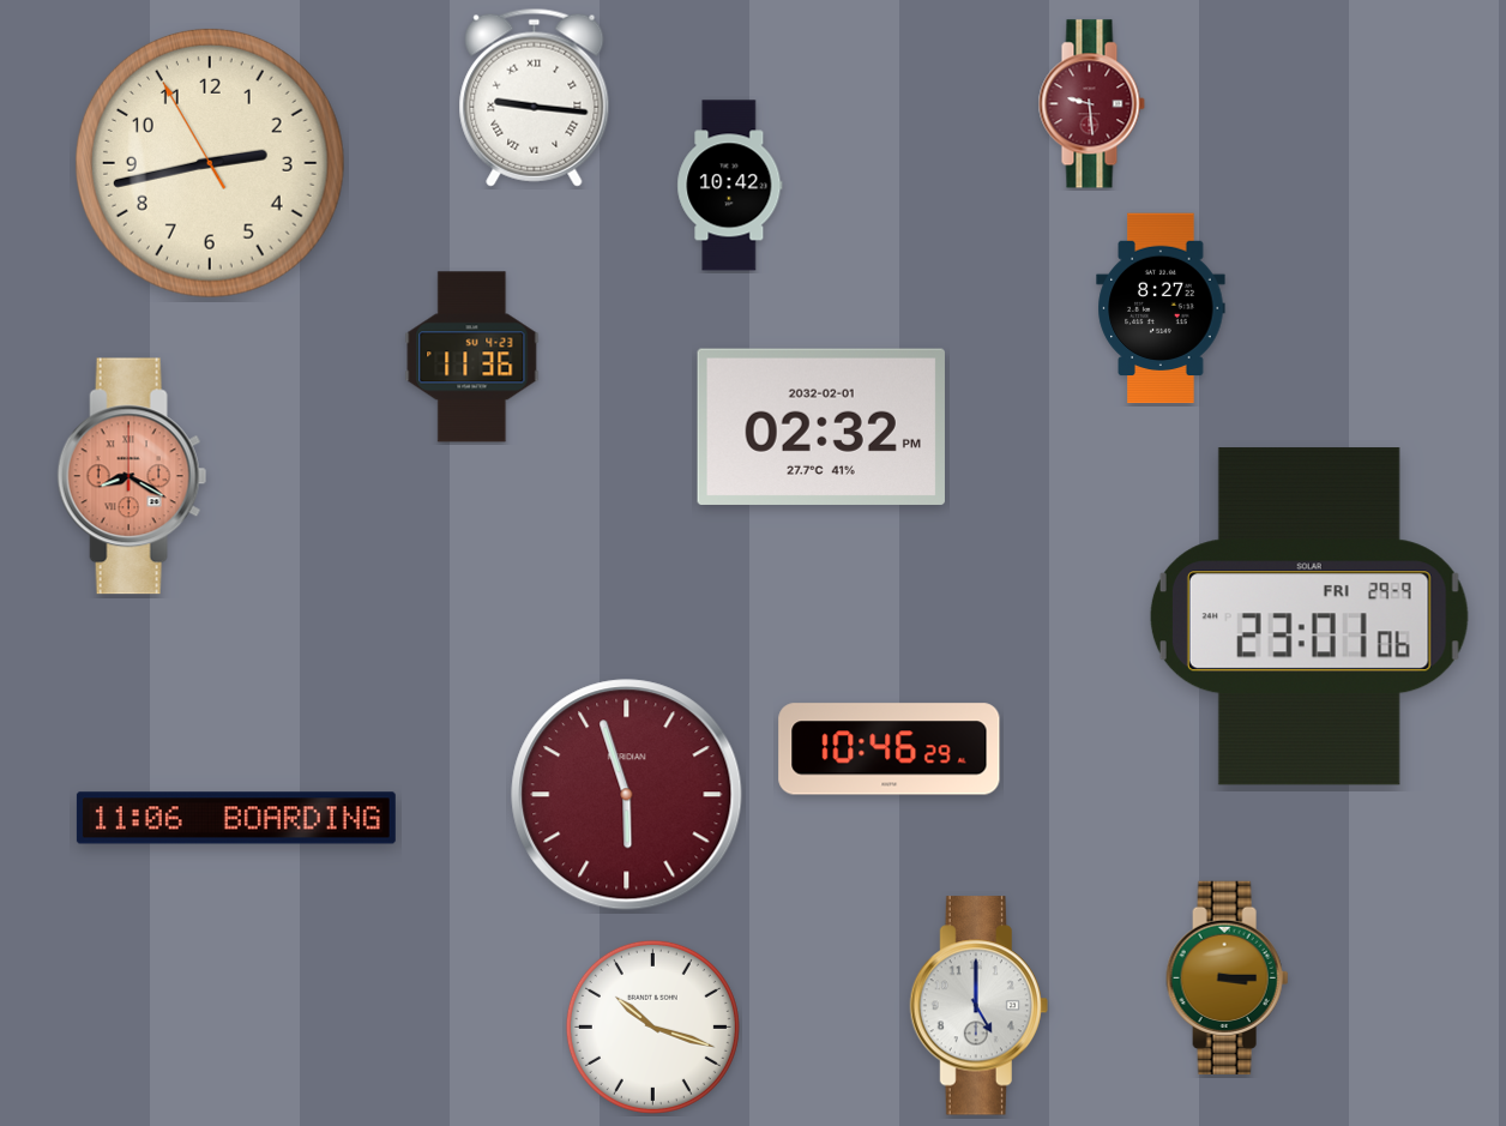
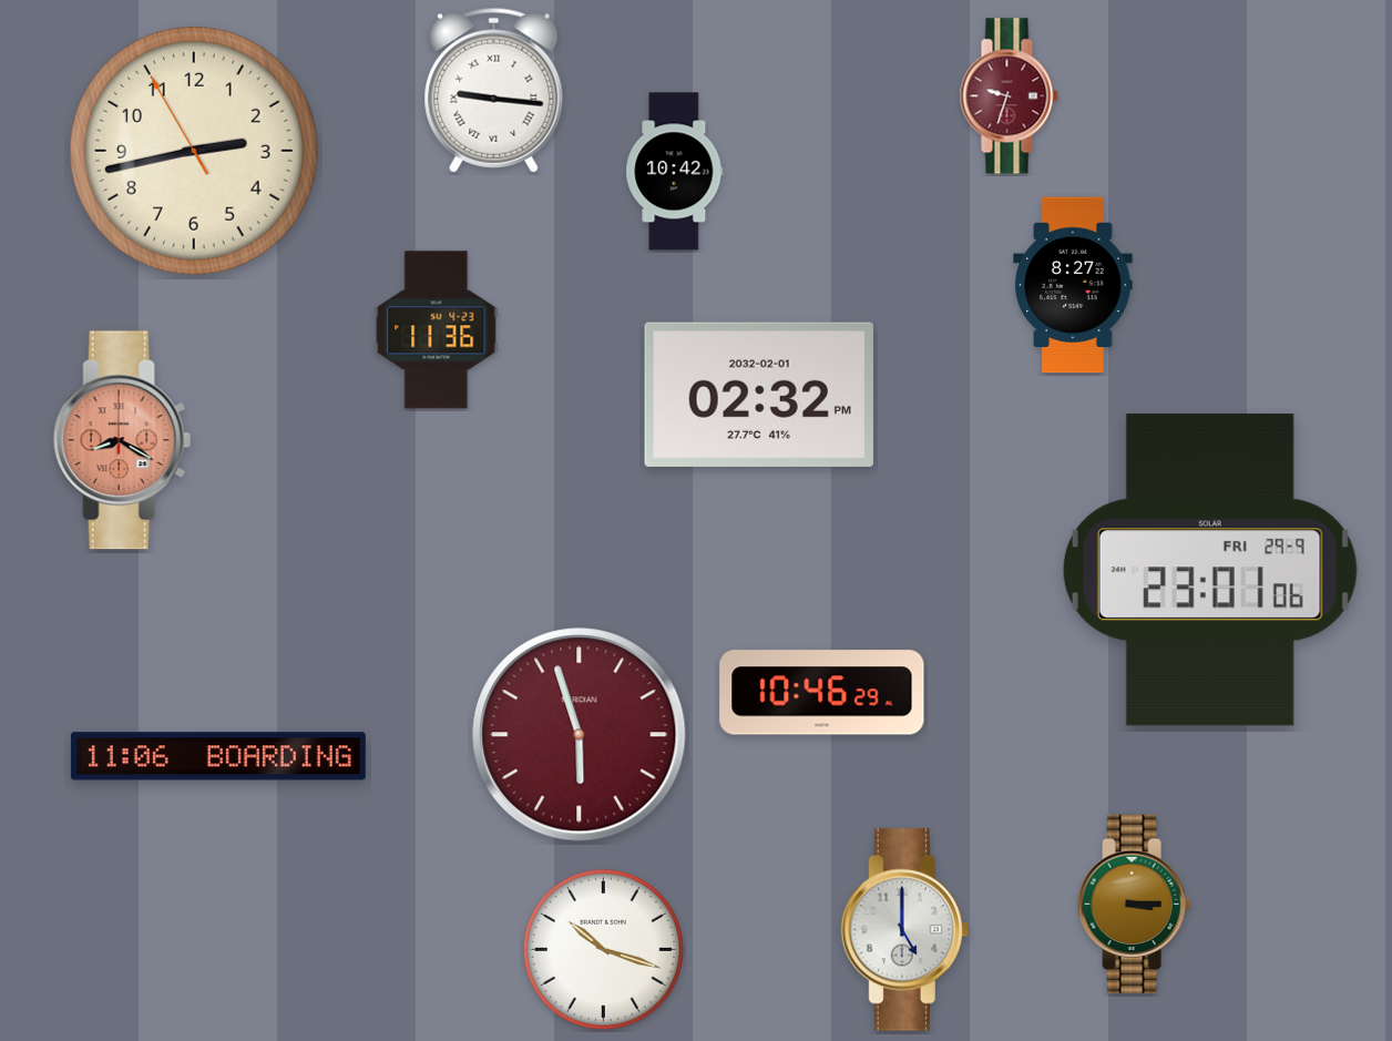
clock at (1091, 104): 9:29 -> 9:33
